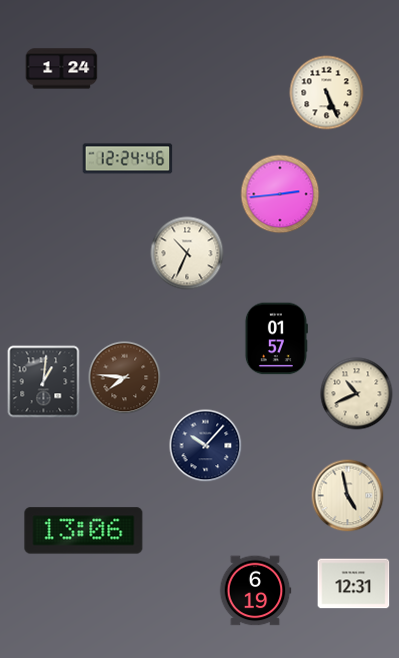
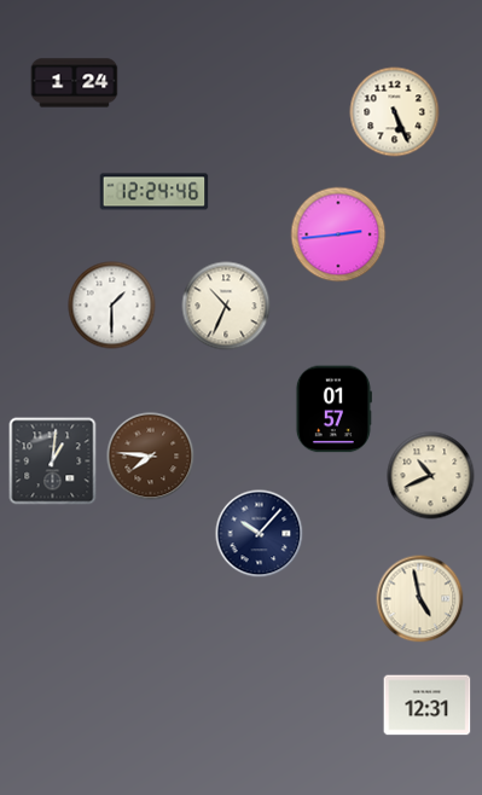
clock at (112, 306): none -> 1:30
clock at (206, 446) position: (206, 446) -> (260, 534)
clock at (84, 531): 13:06 -> none
clock at (255, 591): 6:19 -> none
